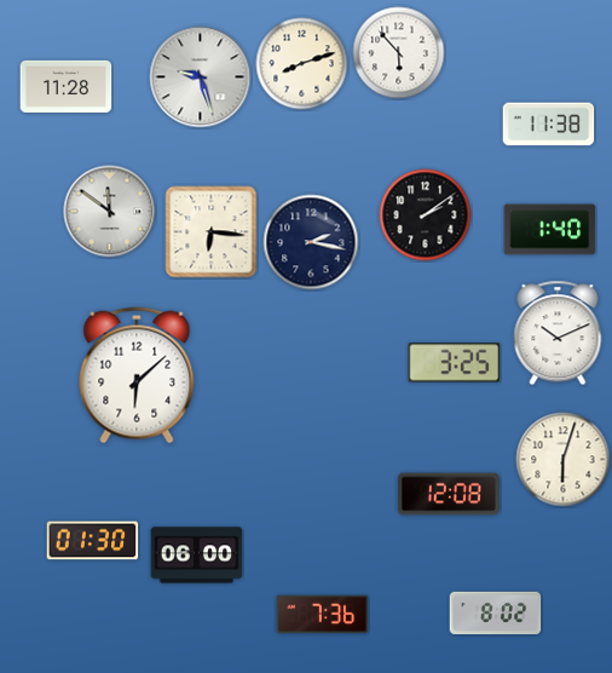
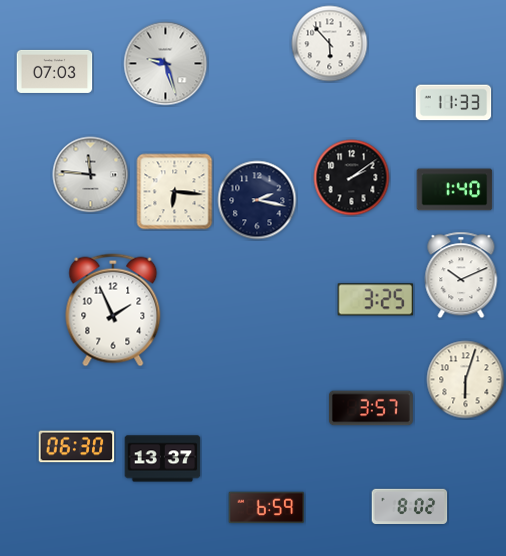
clock at (302, 64): 8:12 -> none
clock at (67, 86): 11:28 -> 07:03
clock at (549, 125): 11:38 -> 11:33
clock at (110, 212): 11:51 -> 11:46
clock at (137, 375): 6:08 -> 1:56
clock at (449, 494): 12:08 -> 3:57
clock at (93, 541): 01:30 -> 06:30
clock at (197, 556): 06:00 -> 13:37
clock at (323, 615): 7:36 -> 6:59
